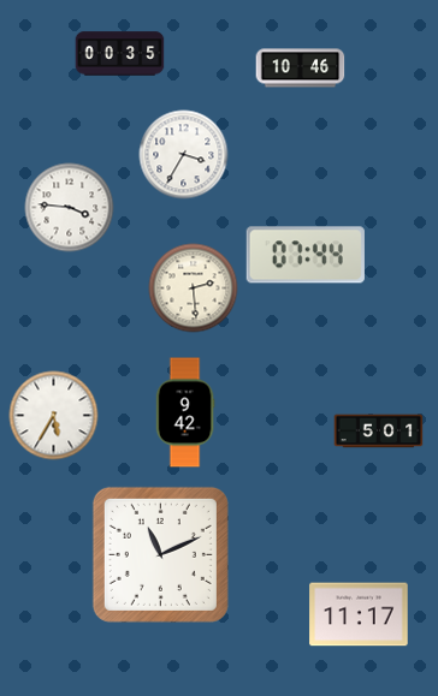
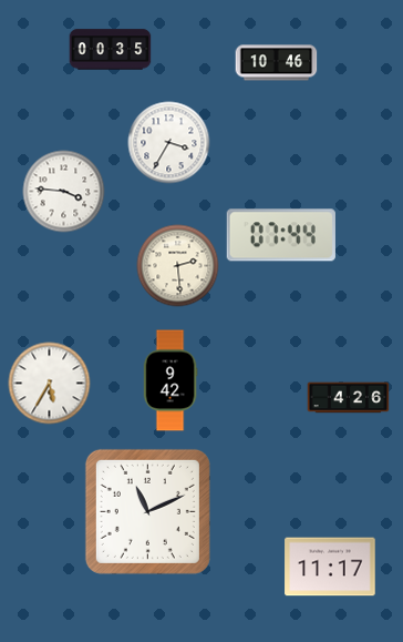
clock at (379, 432): 5:01 -> 4:26
